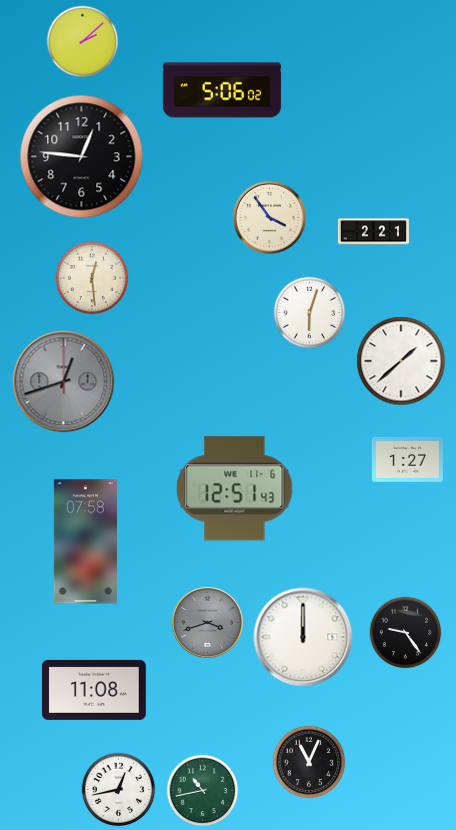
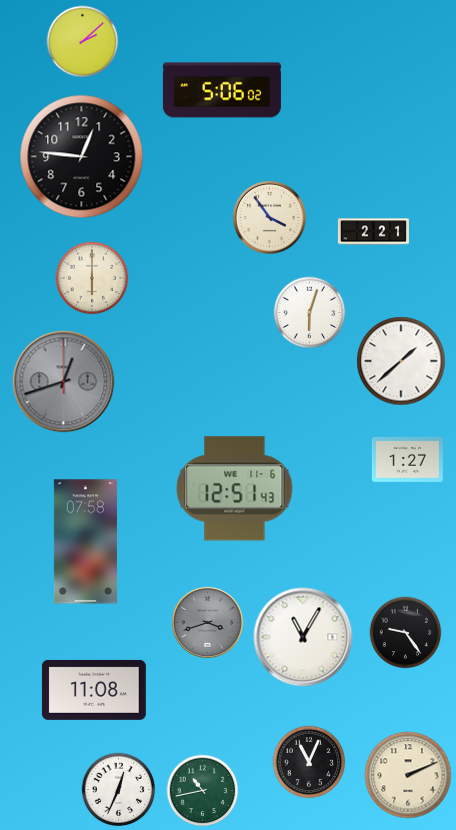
clock at (92, 278): 12:29 -> 6:00
clock at (303, 637): 12:00 -> 11:05
clock at (408, 775): none -> 2:11
clock at (119, 790): 12:43 -> 12:34
